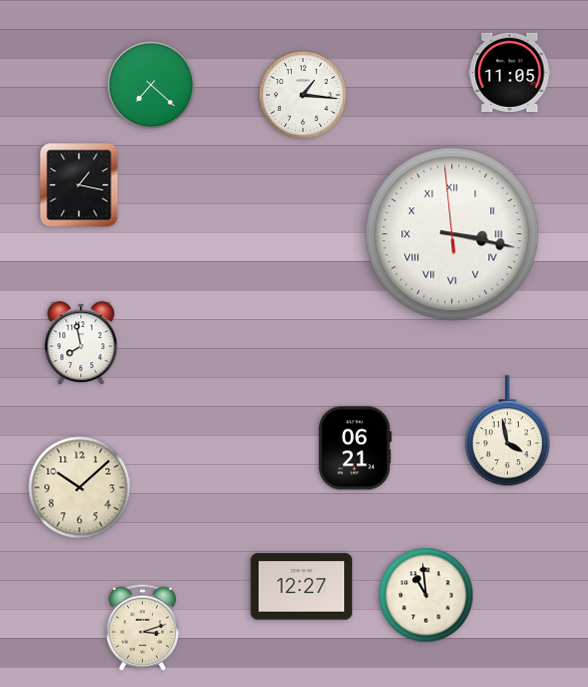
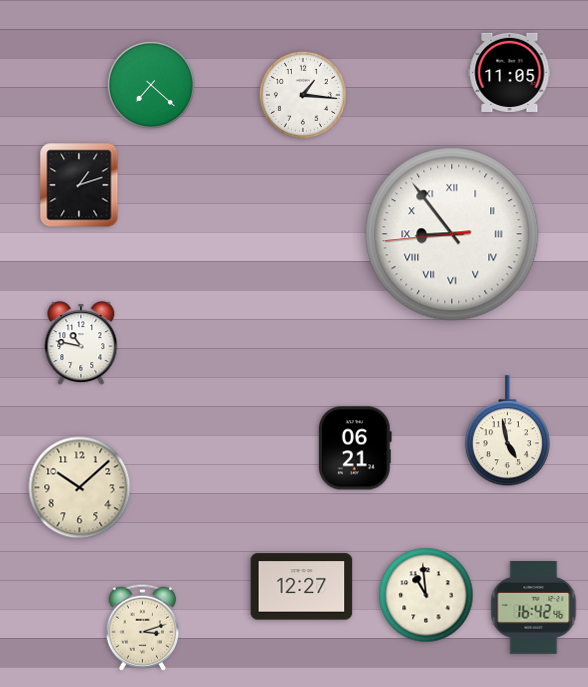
clock at (79, 185): 1:17 -> 1:12
clock at (452, 234): 3:16 -> 8:53
clock at (81, 344): 7:58 -> 10:47
clock at (507, 431): 3:58 -> 4:58
clock at (534, 608): none -> 16:42
